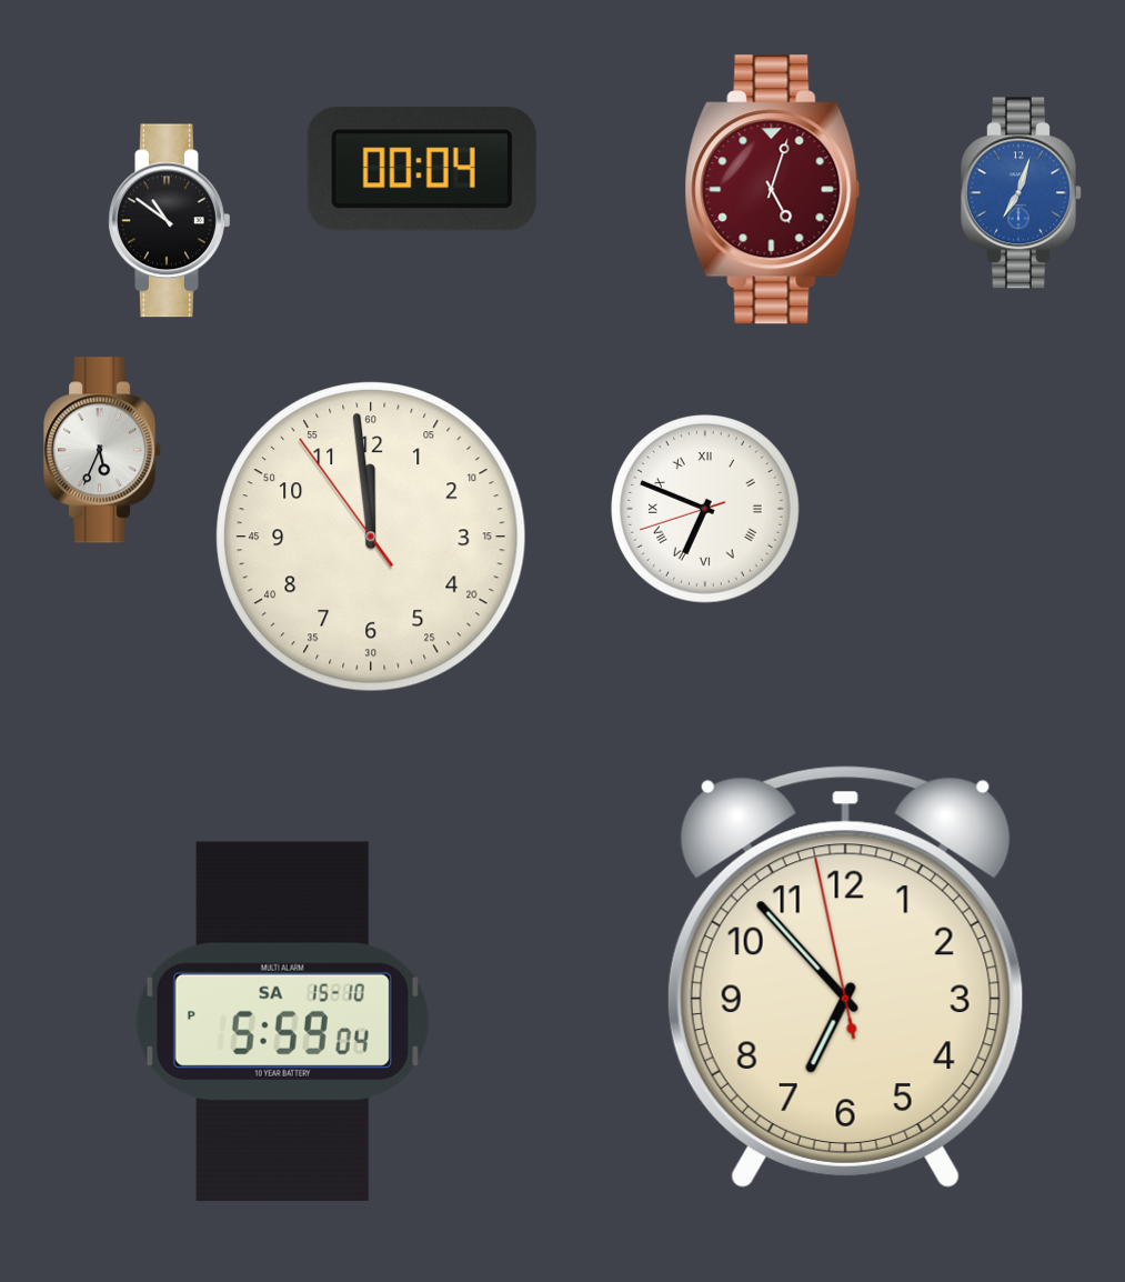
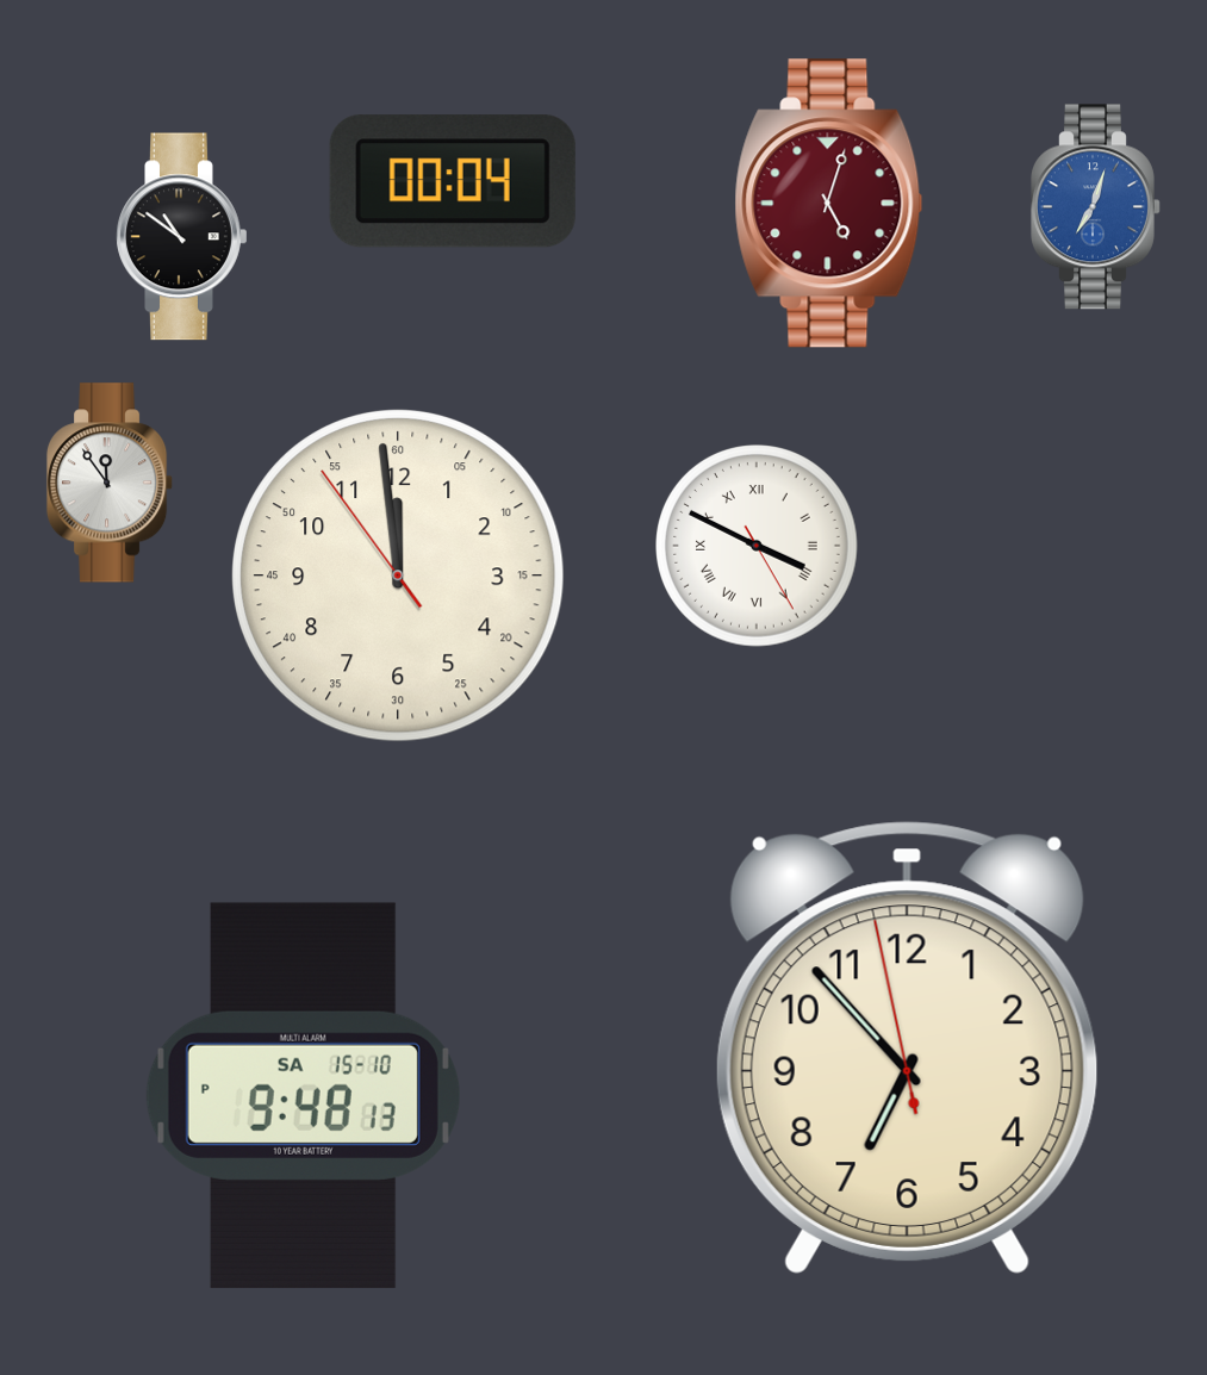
clock at (102, 450): 5:34 -> 11:54
clock at (706, 510): 6:48 -> 3:49
clock at (282, 1021): 5:59 -> 9:48
